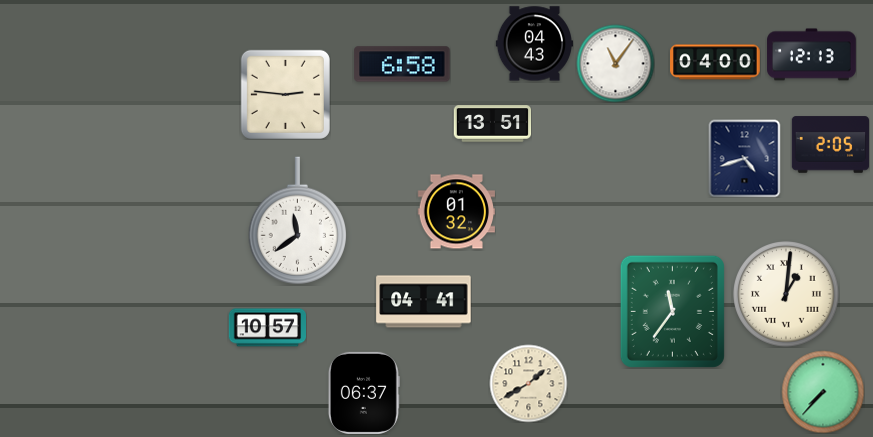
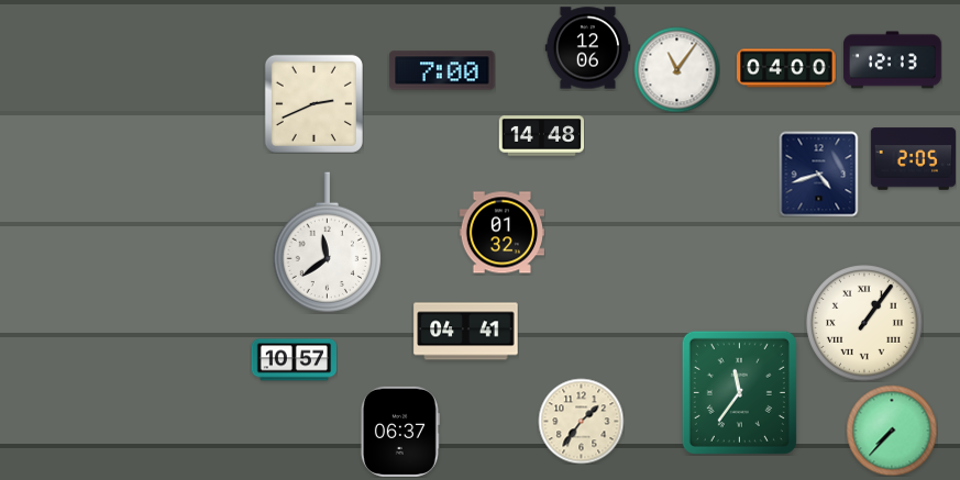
clock at (534, 44): 04:43 -> 12:06
clock at (402, 64): 6:58 -> 7:00
clock at (285, 94): 2:46 -> 2:41
clock at (492, 124): 13:51 -> 14:48
clock at (786, 294): 1:01 -> 1:06
clock at (672, 311) position: (672, 311) -> (739, 392)
clock at (528, 383): 1:40 -> 1:36
clock at (823, 392) position: (823, 392) -> (892, 431)
